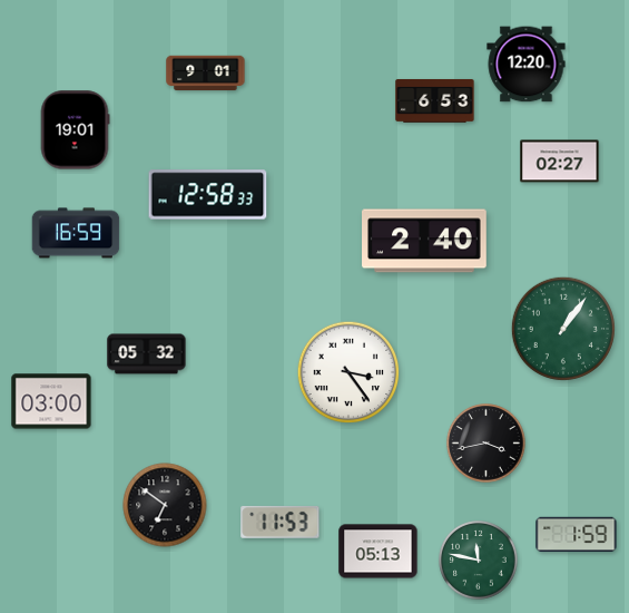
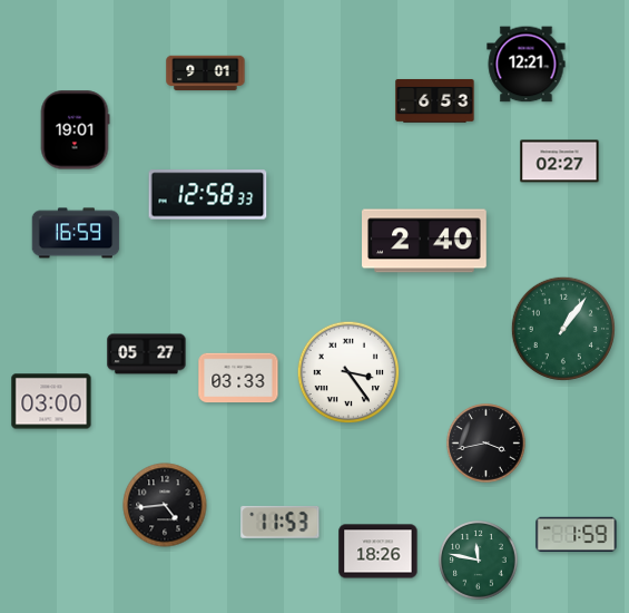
clock at (527, 65): 12:20 -> 12:21
clock at (147, 354): 05:32 -> 05:27
clock at (238, 378): none -> 03:33
clock at (165, 505): 6:51 -> 4:44
clock at (379, 552): 05:13 -> 18:26
